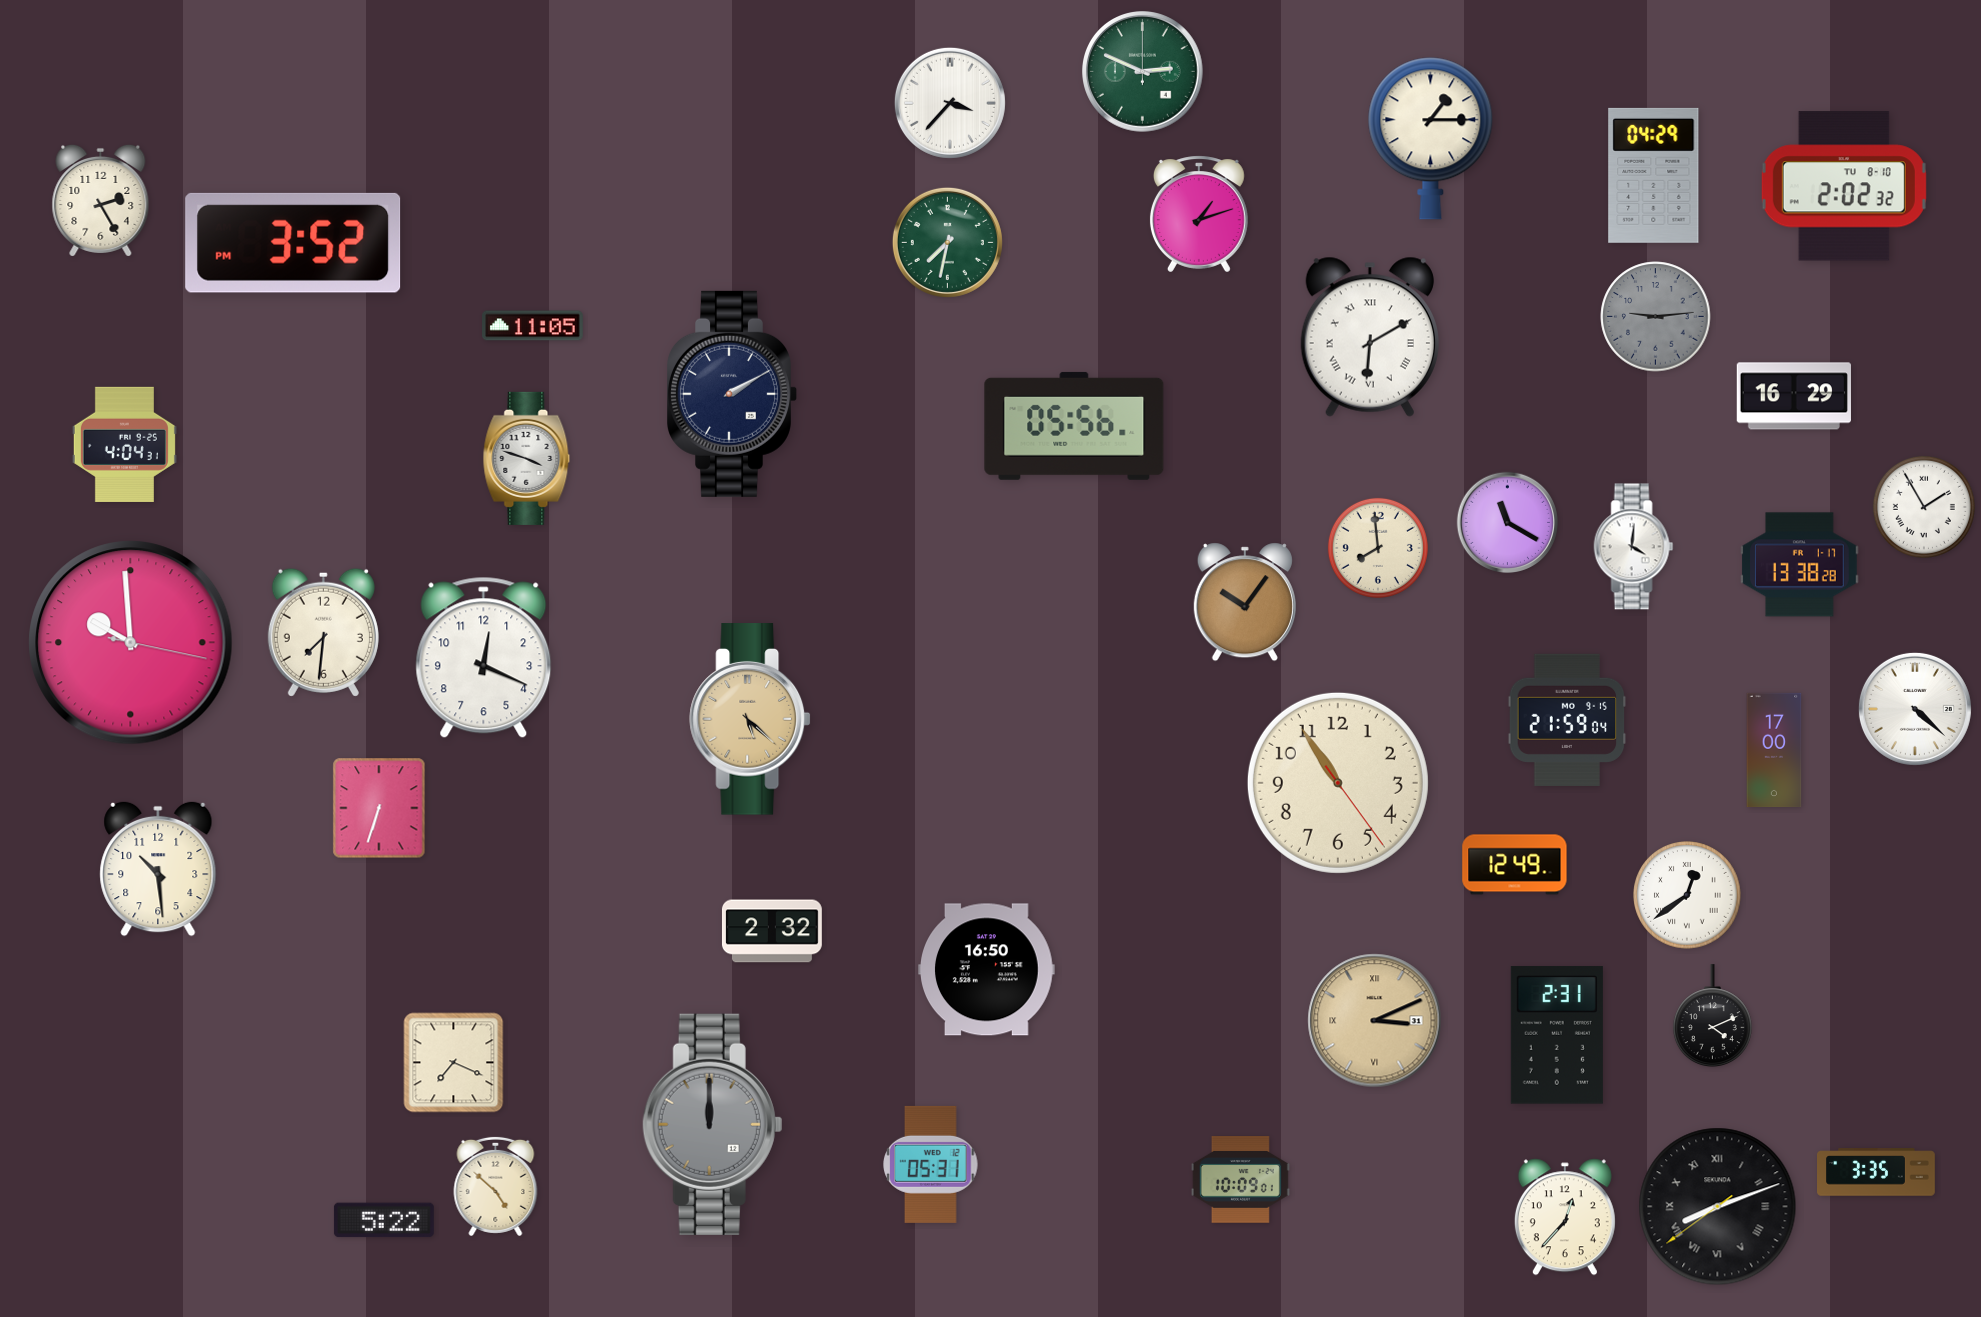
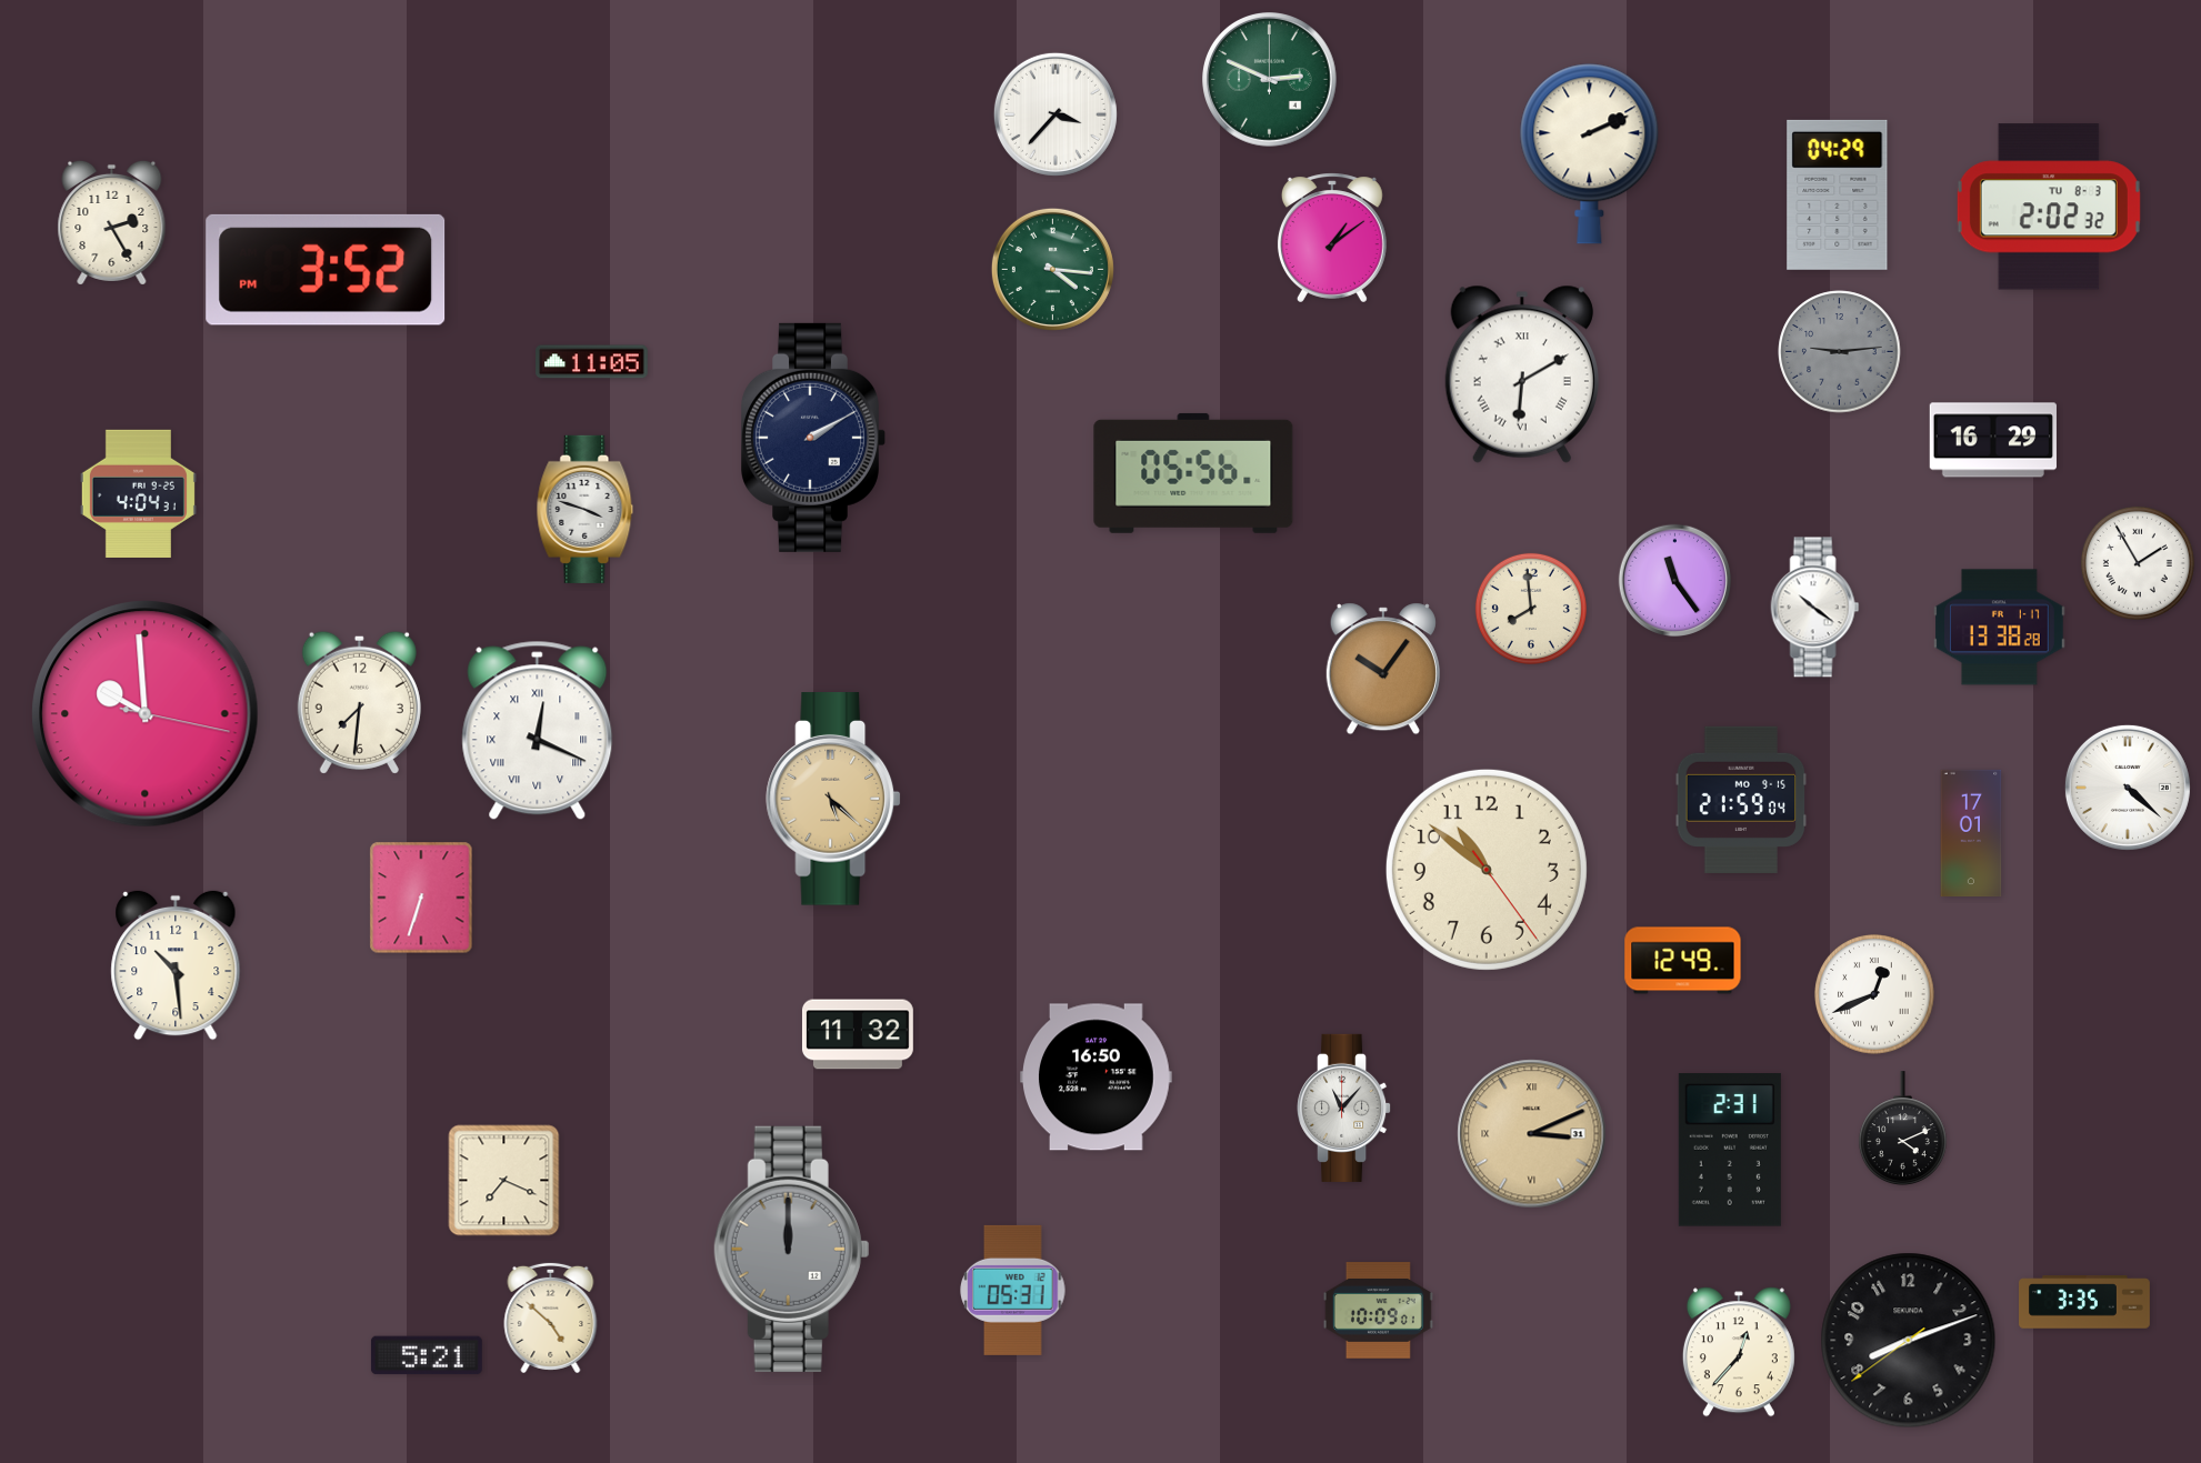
clock at (1431, 139): 1:15 -> 2:11
clock at (1844, 186) date: TU 8-10 -> TU 8-3
clock at (1199, 214): 1:12 -> 1:09
clock at (947, 242): 7:32 -> 4:16
clock at (1508, 523): 11:20 -> 11:24
clock at (1634, 547): 4:01 -> 10:21
clock at (484, 658) numerals: Arabic -> Roman
clock at (1774, 750): 17:00 -> 17:01
clock at (1338, 783): 10:54 -> 10:51
clock at (1687, 895): 12:39 -> 12:41
clock at (772, 931): 2:32 -> 11:32
clock at (1344, 1108): none -> 11:07
clock at (1375, 1021) position: (1375, 1021) -> (1532, 1134)
clock at (931, 1164) position: (931, 1164) -> (1013, 1290)
clock at (1718, 1207) numerals: Roman -> Arabic
clock at (384, 1220): 5:22 -> 5:21
